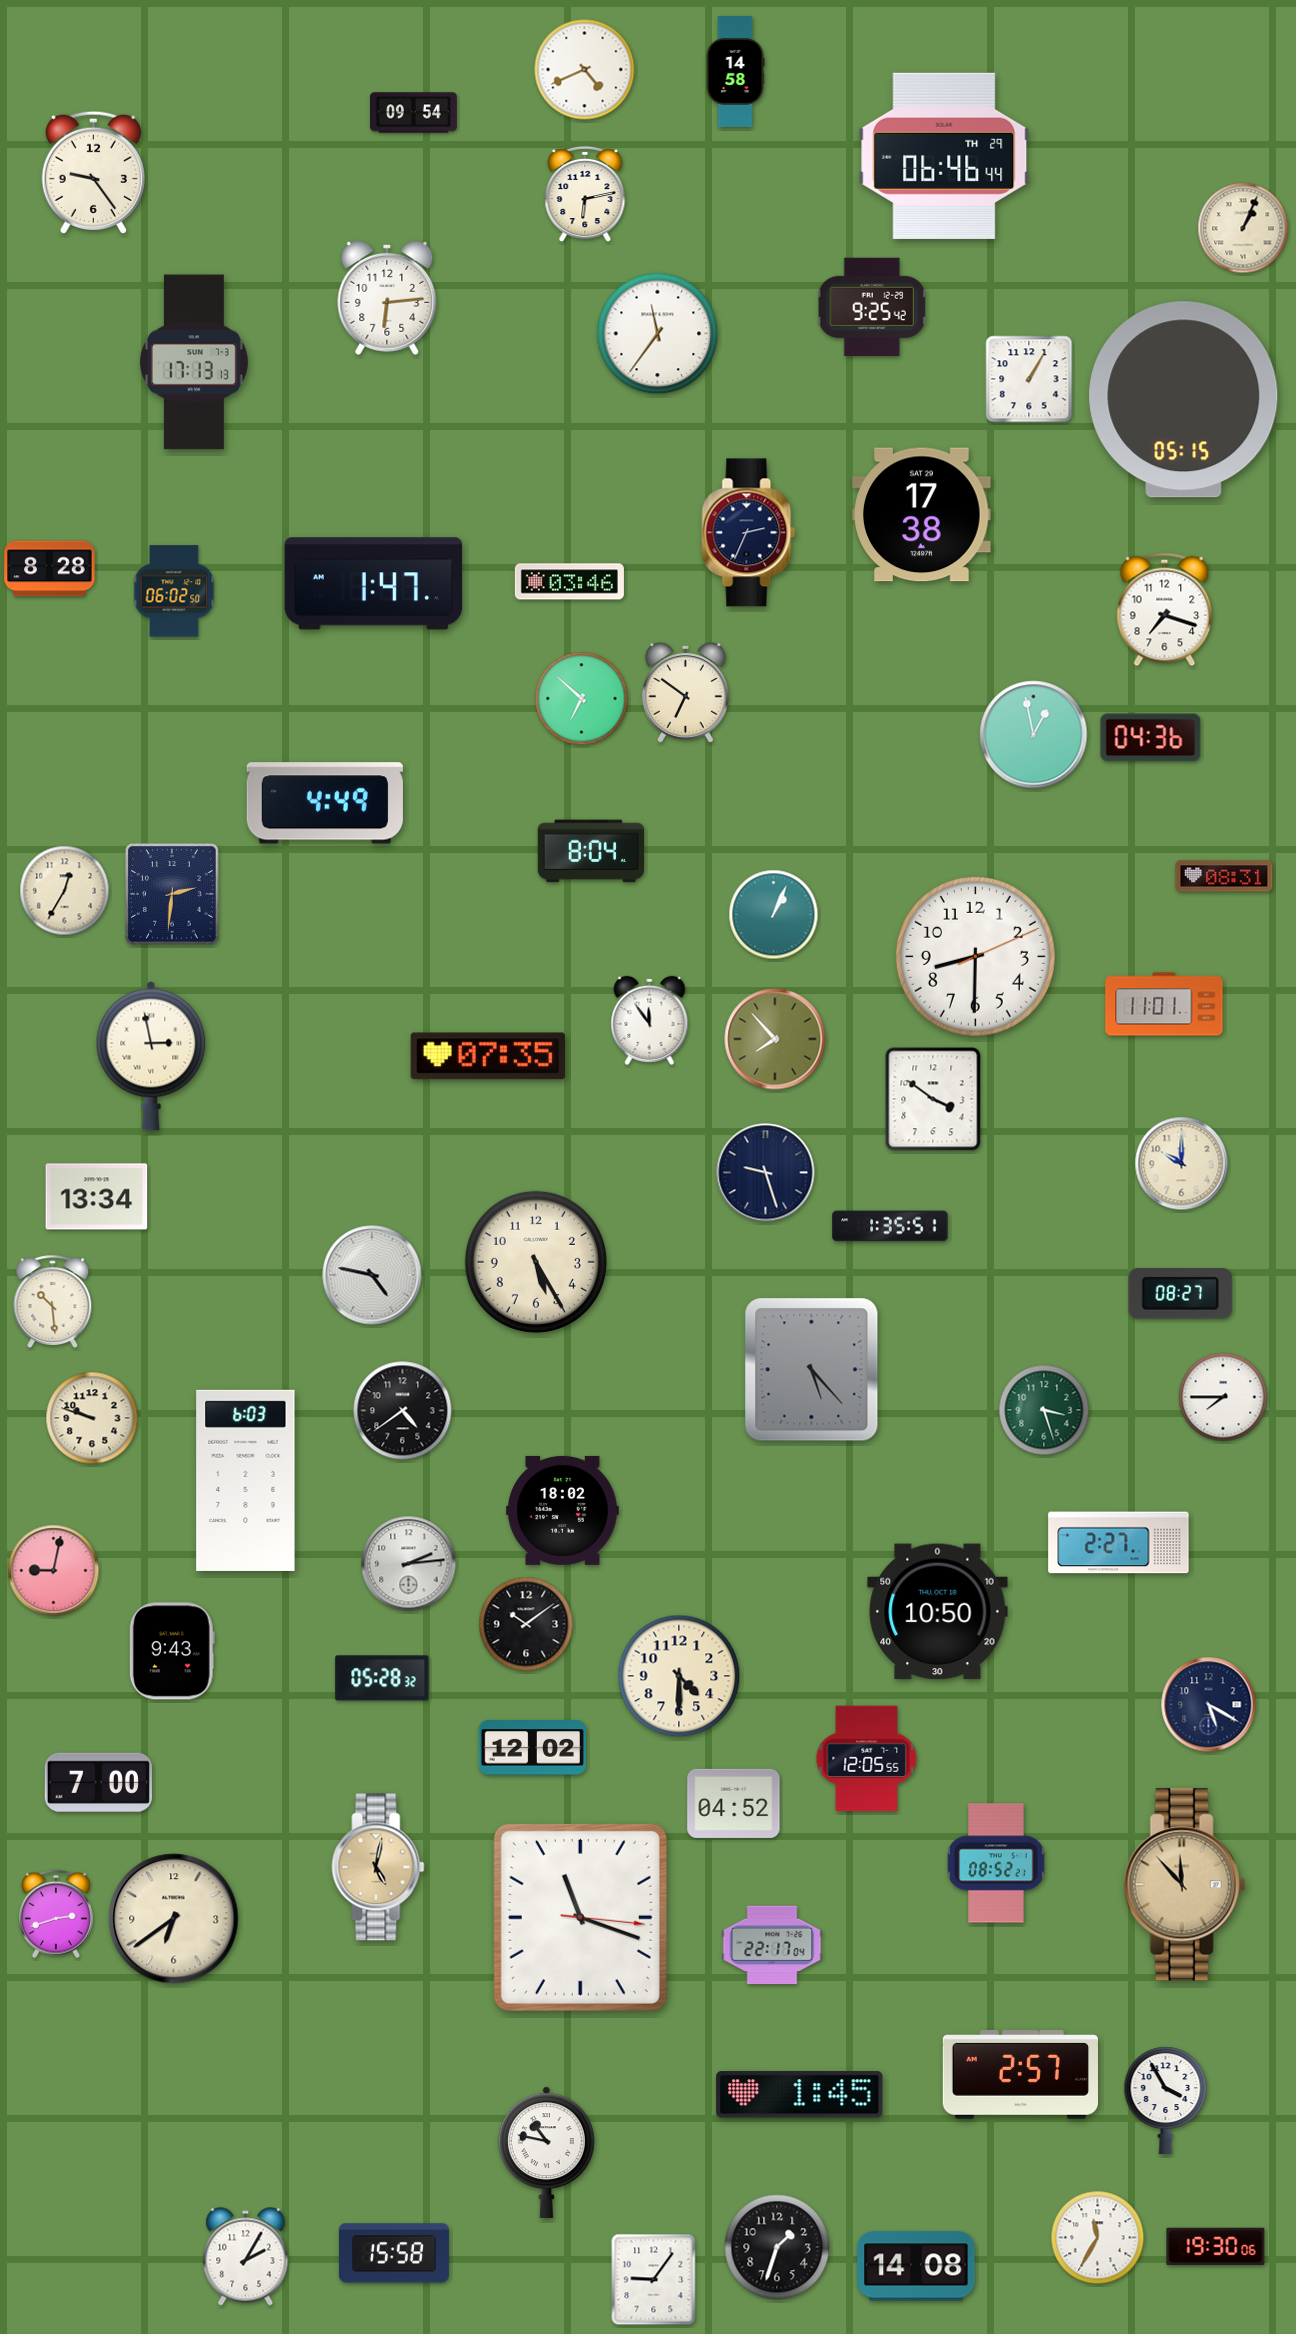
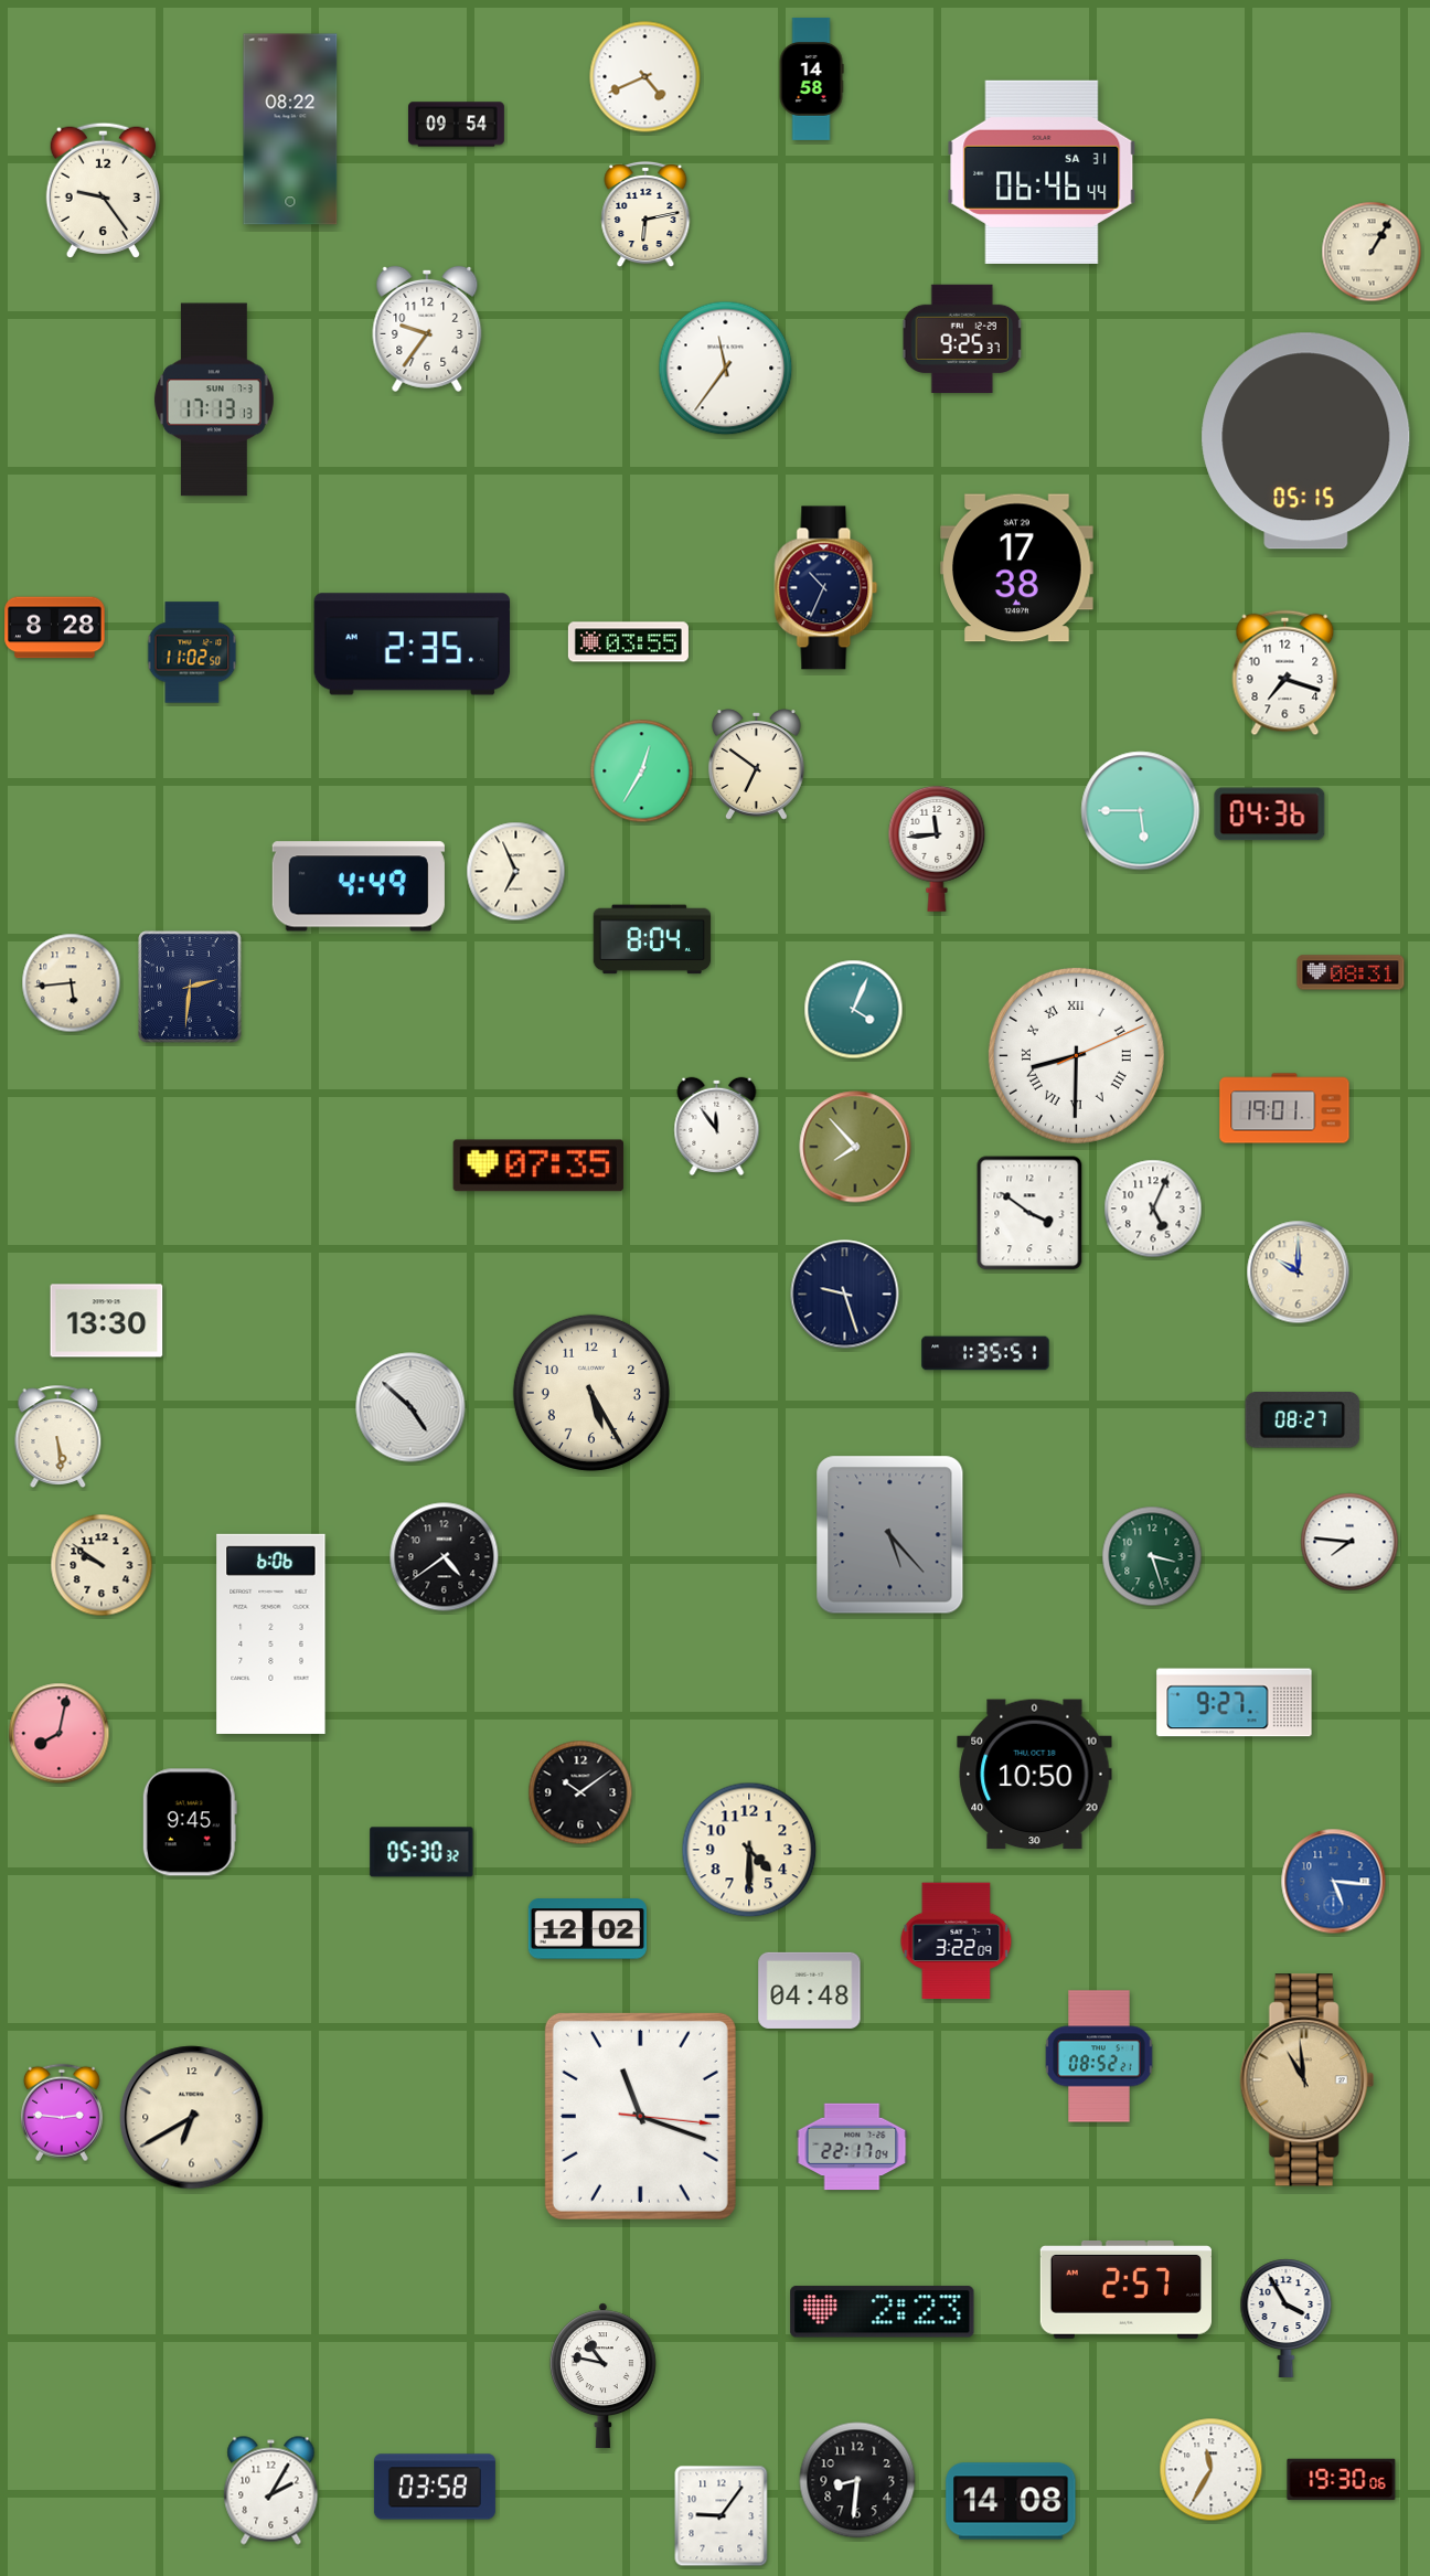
clock at (290, 129): none -> 08:22
clock at (944, 156) date: TH 29 -> SA 31
clock at (1243, 228): 1:04 -> 1:05
clock at (387, 298): 6:14 -> 9:36
clock at (872, 307): 9:25:42 -> 9:25:37
clock at (1029, 379): 1:05 -> none
clock at (749, 533): 2:34 -> 10:34
clock at (569, 582): 03:46 -> 03:55
clock at (374, 584): 1:47 -> 2:35
clock at (174, 591): 06:02 -> 11:02
clock at (582, 699): 6:52 -> 12:35
clock at (1034, 735): 12:58 -> 5:45
clock at (937, 849): none -> 11:44
clock at (516, 872): none -> 6:56
clock at (1224, 876) position: (1224, 876) -> (1351, 972)
clock at (65, 891): 12:35 -> 5:44
clock at (774, 915): 1:04 -> 4:04
clock at (975, 956) numerals: Arabic -> Roman
clock at (1164, 1004): 11:01 -> 19:01
clock at (151, 1056): 2:58 -> none
clock at (1153, 1209): none -> 5:04
clock at (1182, 1164) position: (1182, 1164) -> (1299, 1273)
clock at (97, 1197): 13:34 -> 13:30
clock at (890, 1226) position: (890, 1226) -> (985, 1353)
clock at (372, 1275): 4:47 -> 4:52
clock at (1181, 1294) position: (1181, 1294) -> (1303, 1420)
clock at (53, 1301): 10:29 -> 5:29
clock at (812, 1370) position: (812, 1370) -> (890, 1535)
clock at (1223, 1397): 7:45 -> 7:46
clock at (92, 1418): 9:48 -> 9:51
clock at (246, 1480): 6:03 -> 6:06
clock at (563, 1510): 18:02 -> none
clock at (1119, 1543): 2:27 -> 9:27
clock at (409, 1564): 2:14 -> none
clock at (54, 1571): 9:02 -> 8:02
clock at (938, 1612) position: (938, 1612) -> (1035, 1775)
clock at (172, 1651): 9:43 -> 9:45
clock at (382, 1678): 05:28 -> 05:30
clock at (1209, 1705): 5:20 -> 5:16
clock at (1209, 1705) dial: navy -> blue
clock at (867, 1759): 12:05 -> 3:22
clock at (98, 1782): 7:00 -> none
clock at (734, 1803): 04:52 -> 04:48
clock at (378, 1867): 5:02 -> none
clock at (1184, 1885): 11:53 -> 10:59
clock at (56, 1914): 2:42 -> 2:46
clock at (174, 1919): 6:39 -> 6:40
clock at (800, 2095): 1:45 -> 2:23
clock at (777, 2247): 1:33 -> 8:31
clock at (394, 2253): 15:58 -> 03:58
